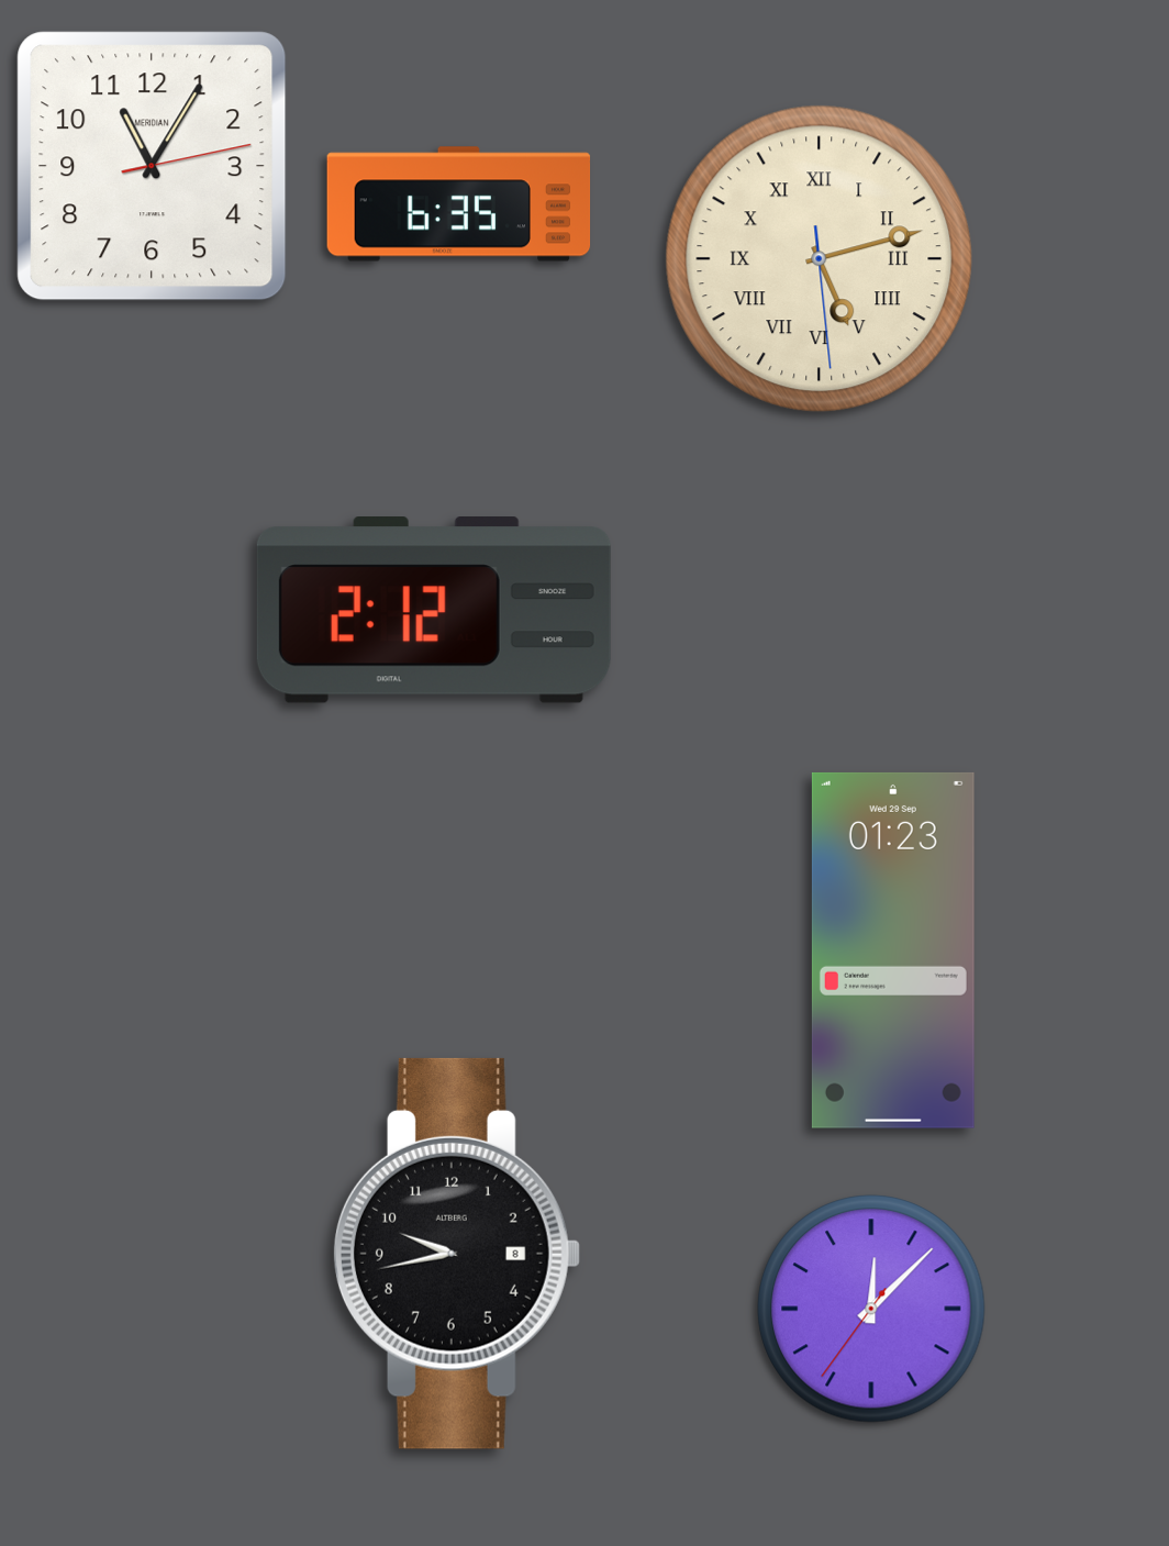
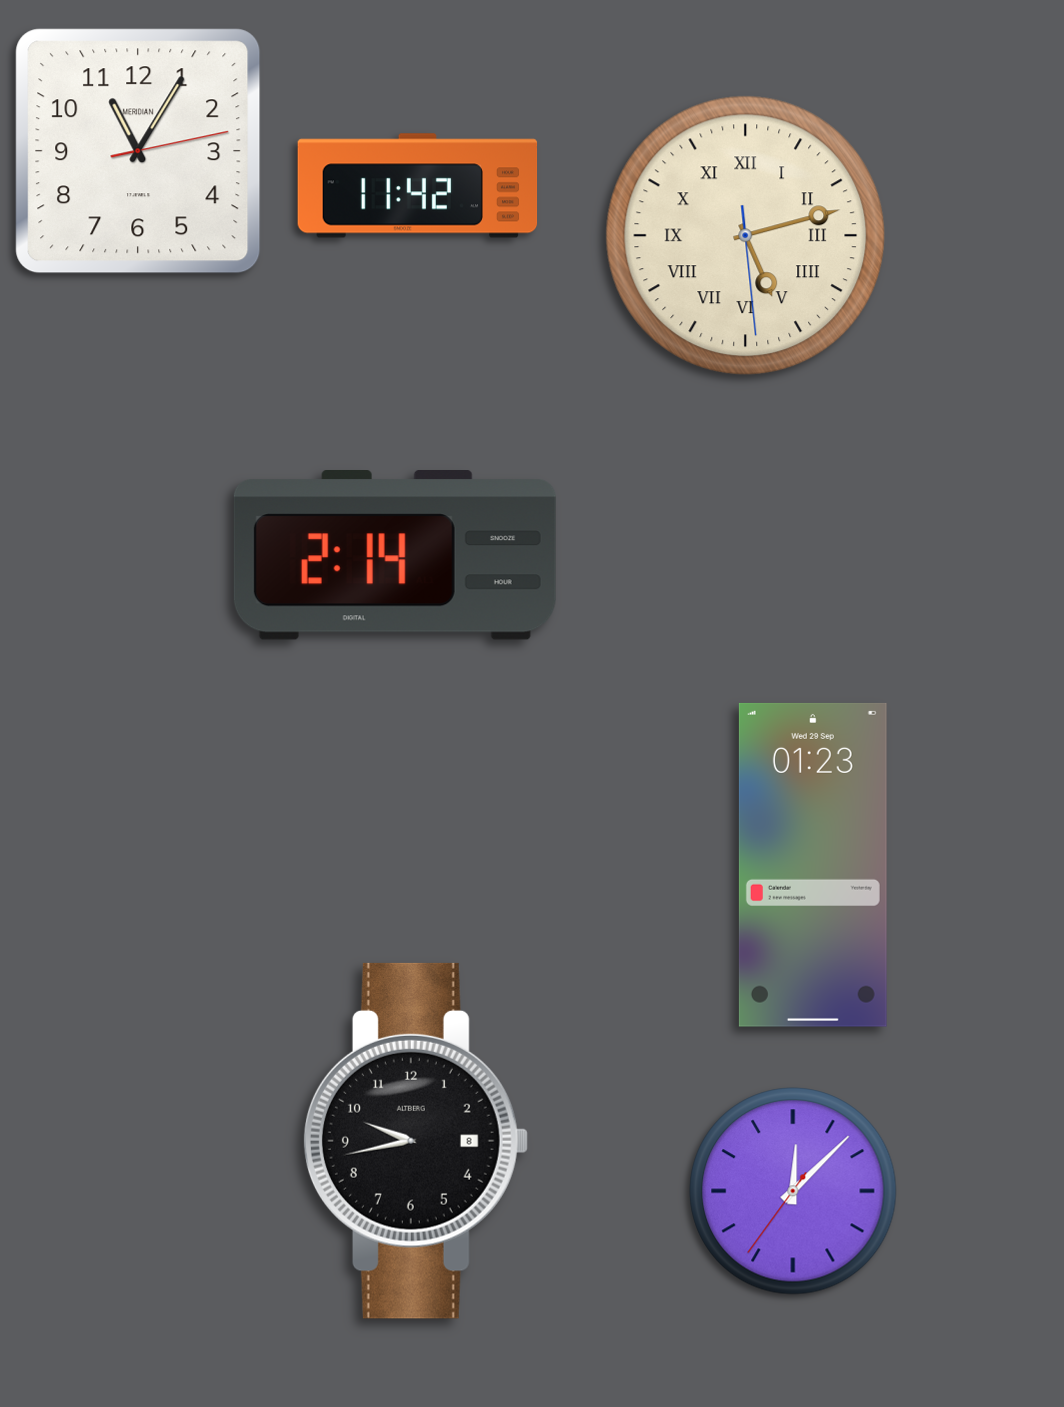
clock at (459, 204): 6:35 -> 11:42
clock at (434, 611): 2:12 -> 2:14
